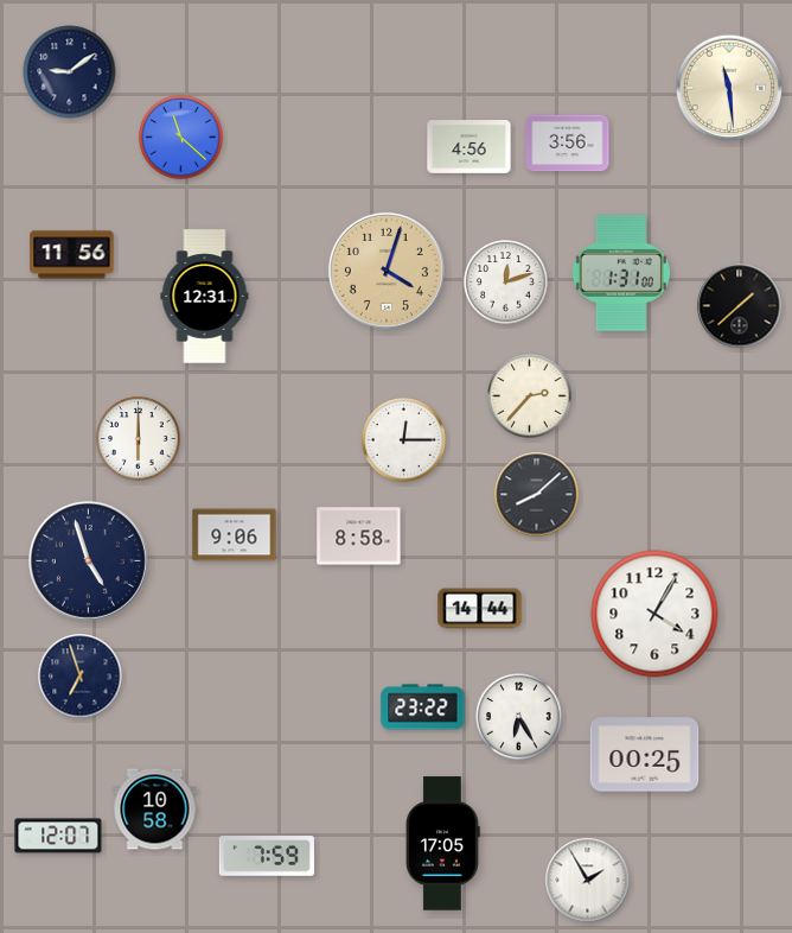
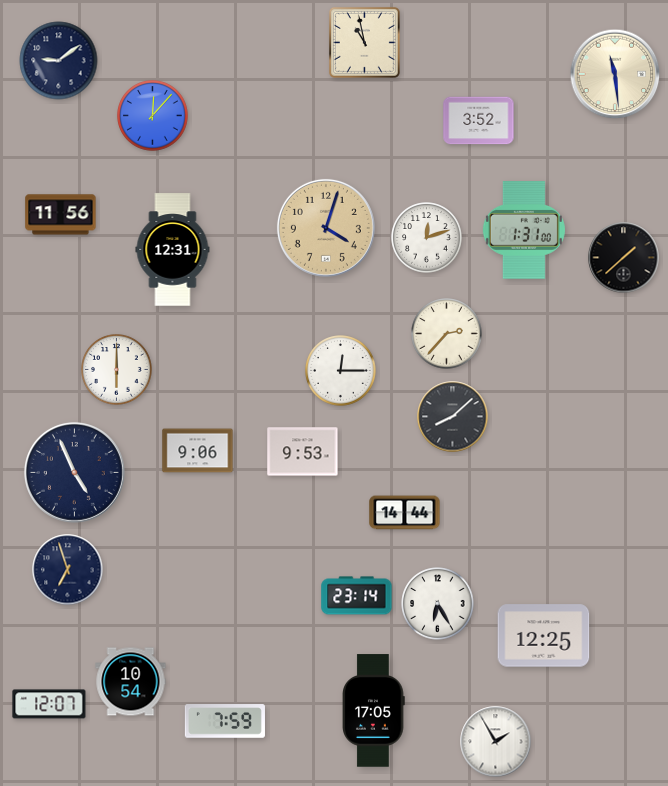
clock at (364, 42): none -> 10:58
clock at (181, 138): 11:22 -> 12:07
clock at (568, 144): 3:56 -> 3:52
clock at (470, 147): 4:56 -> none
clock at (359, 537): 8:58 -> 9:53
clock at (88, 560): 4:57 -> 4:56
clock at (654, 614): 4:05 -> none
clock at (423, 707): 23:22 -> 23:14
clock at (645, 755): 00:25 -> 12:25
clock at (155, 810): 10:58 -> 10:54
